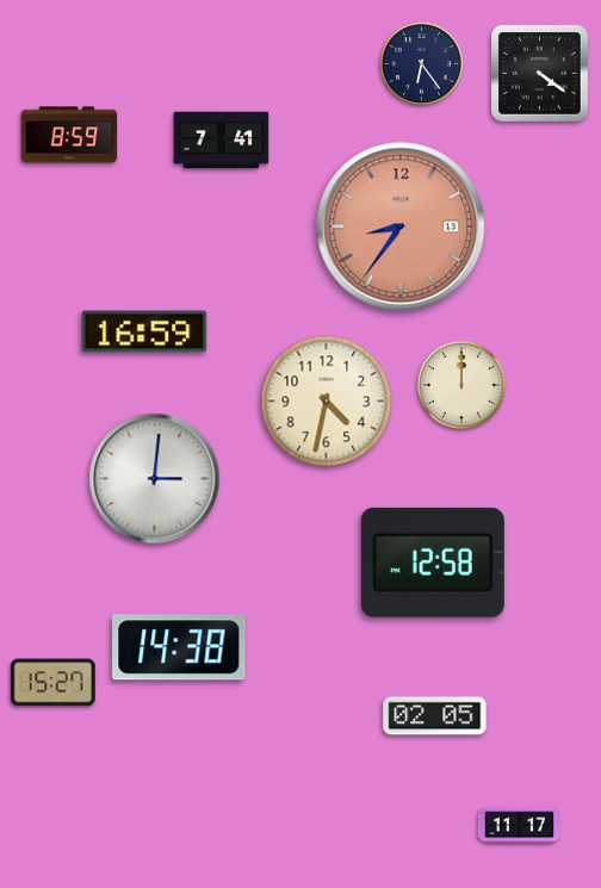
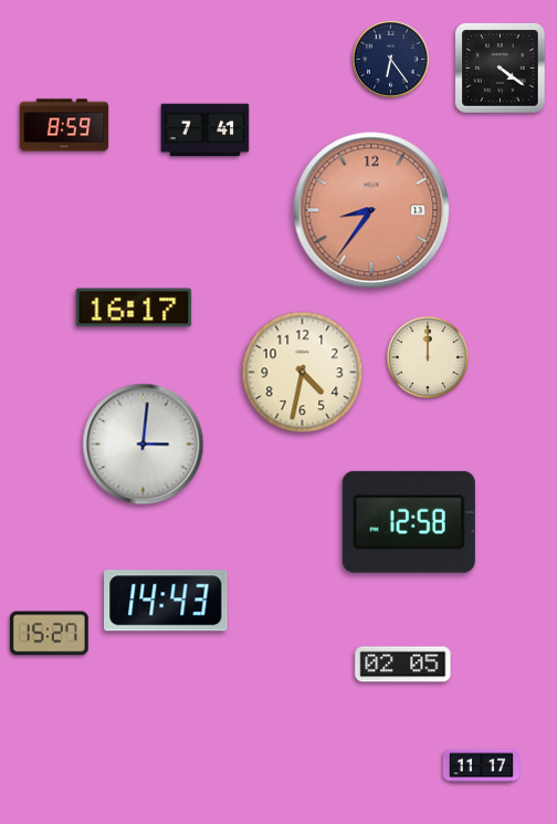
clock at (144, 331): 16:59 -> 16:17
clock at (433, 563) position: (433, 563) -> (409, 522)
clock at (179, 647): 14:38 -> 14:43
